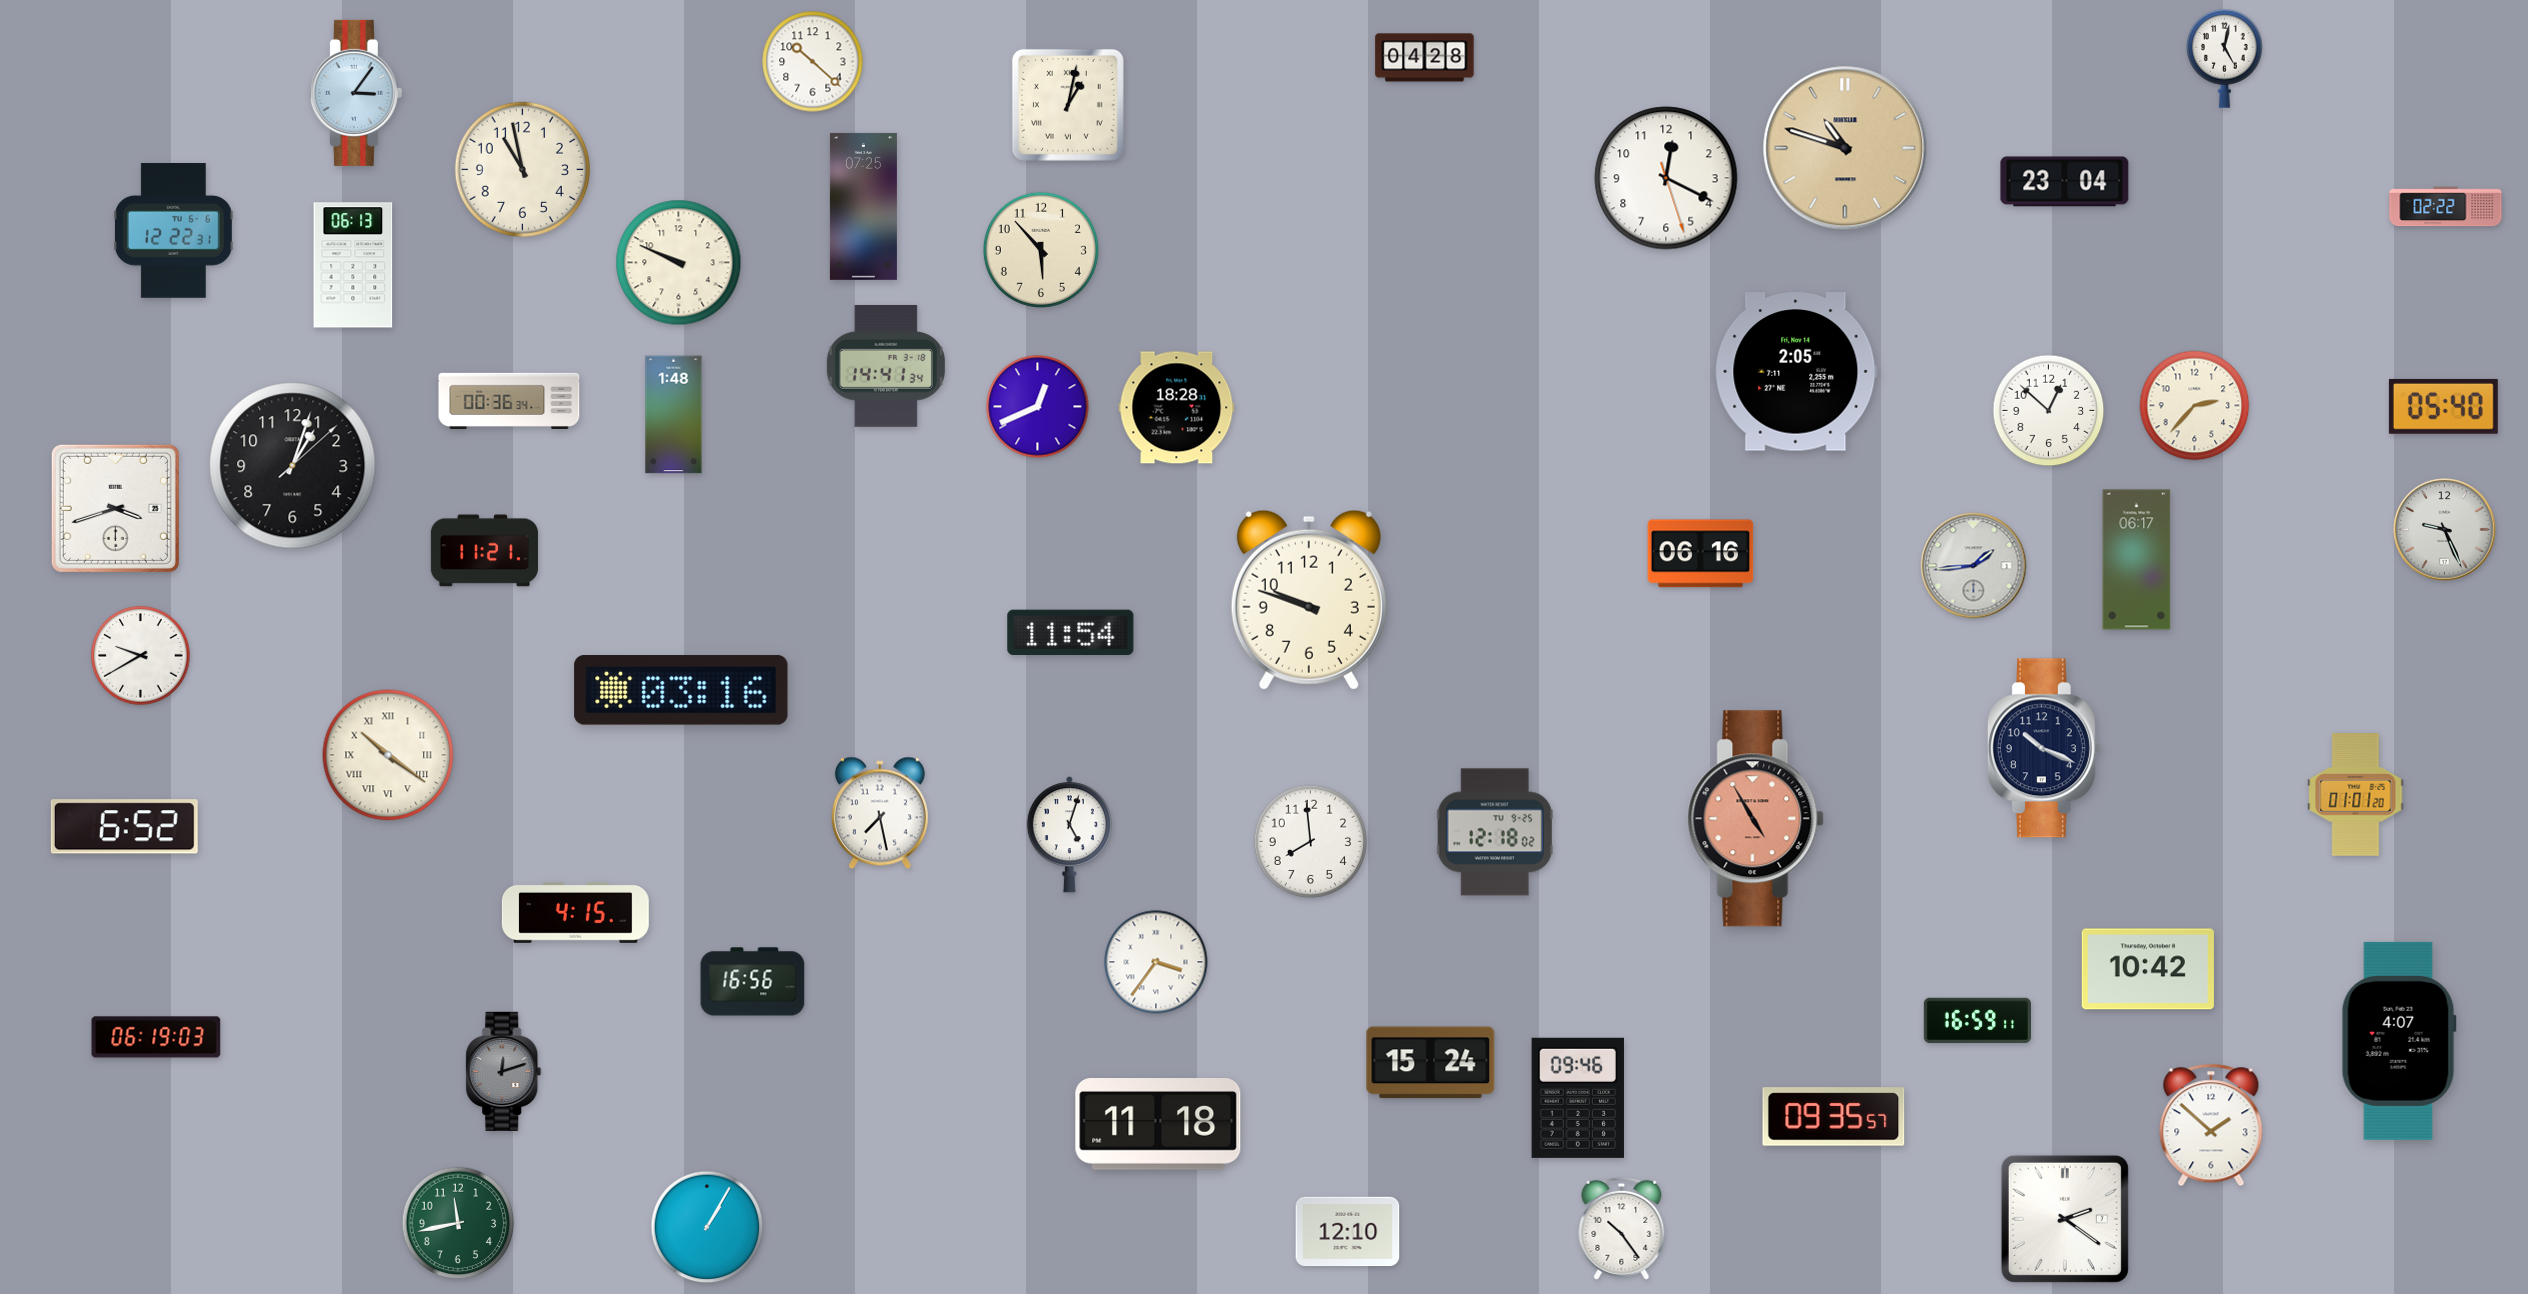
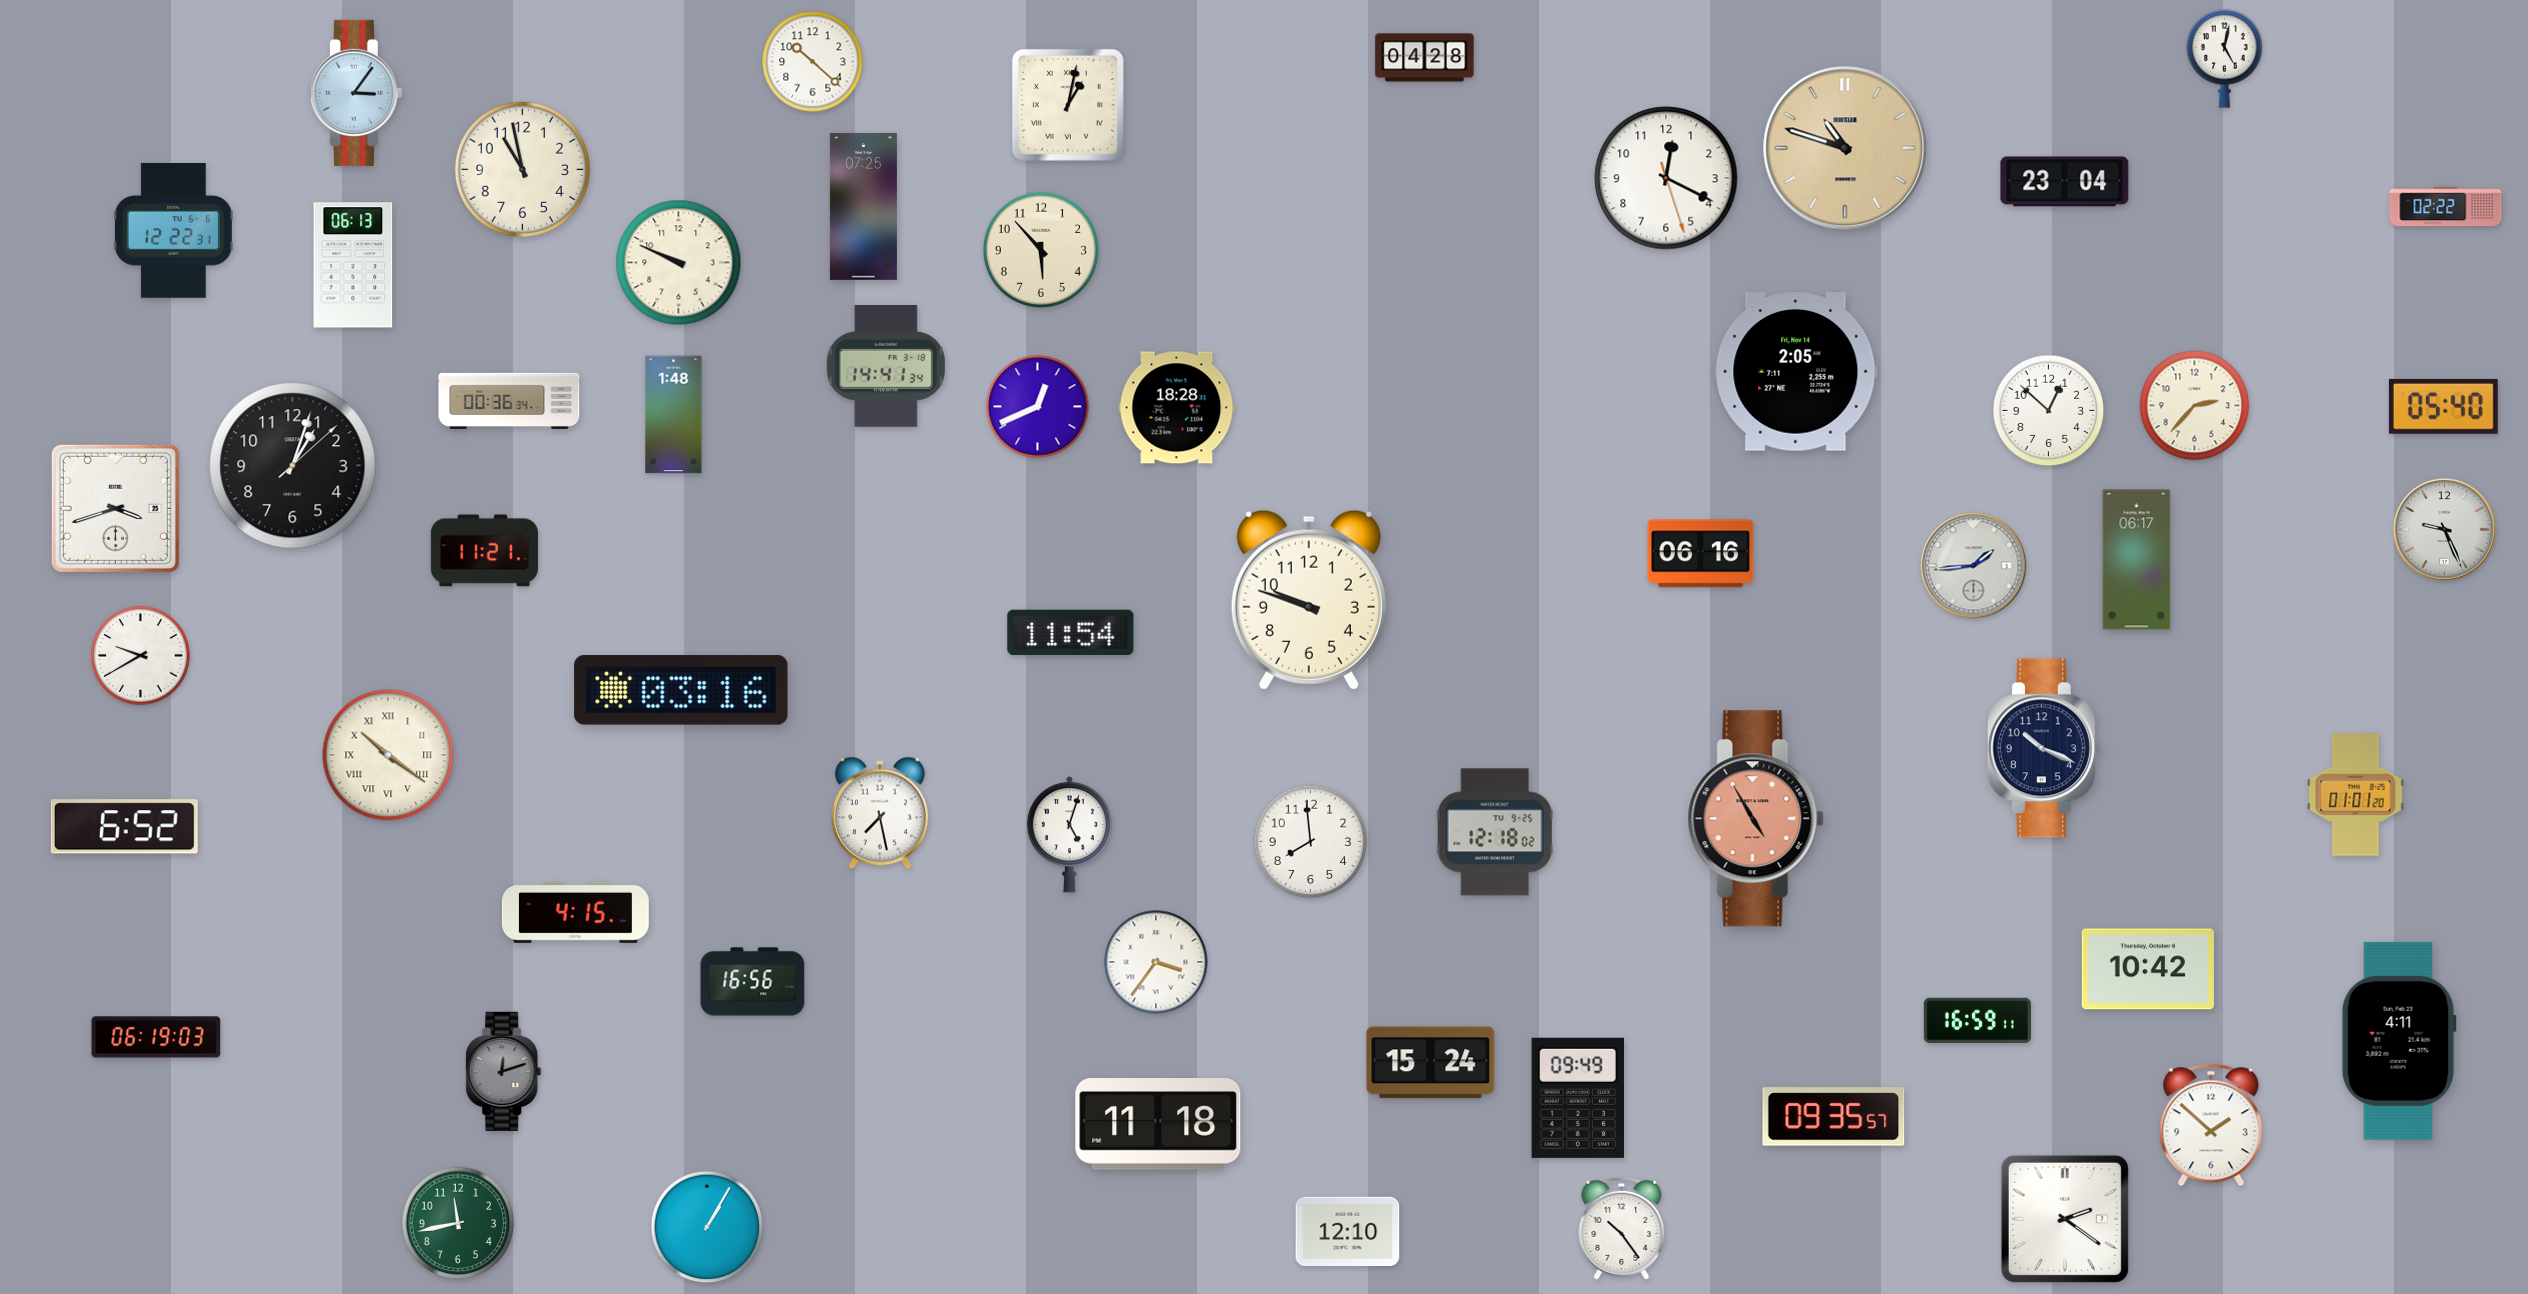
clock at (2399, 1041): 4:07 -> 4:11
clock at (1577, 1098): 09:46 -> 09:49
